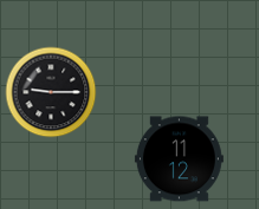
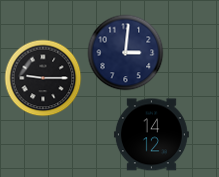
clock at (126, 53): none -> 3:01
clock at (179, 159): 11:12 -> 14:12
